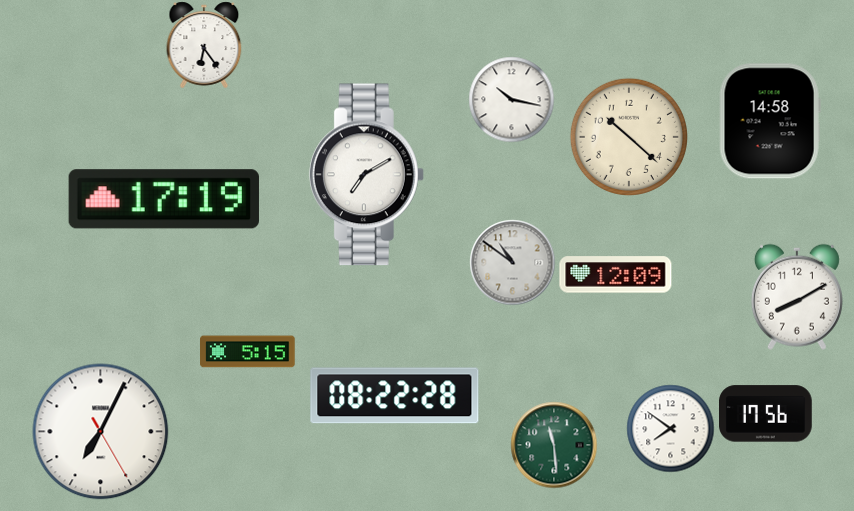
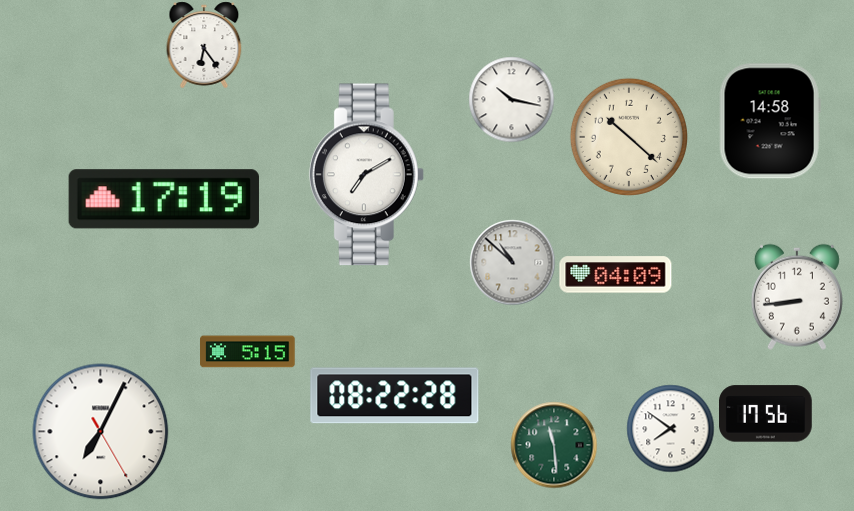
clock at (512, 262): 10:51 -> 10:52
clock at (616, 275): 12:09 -> 04:09
clock at (797, 297): 8:10 -> 8:44
